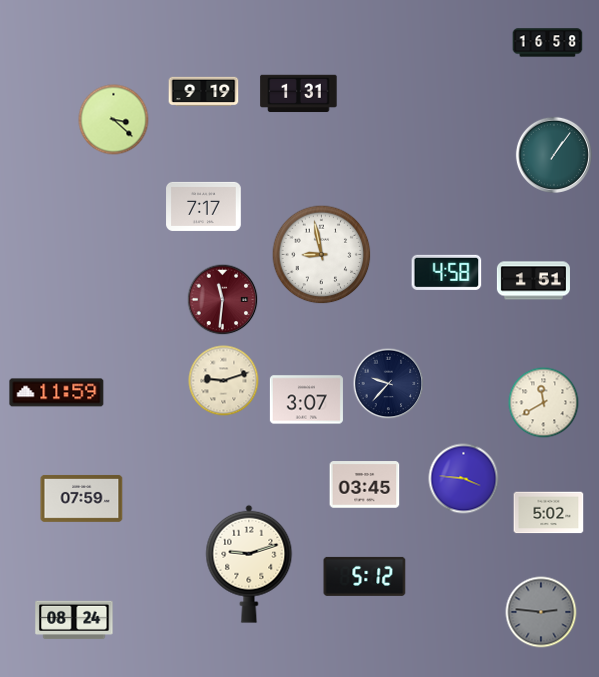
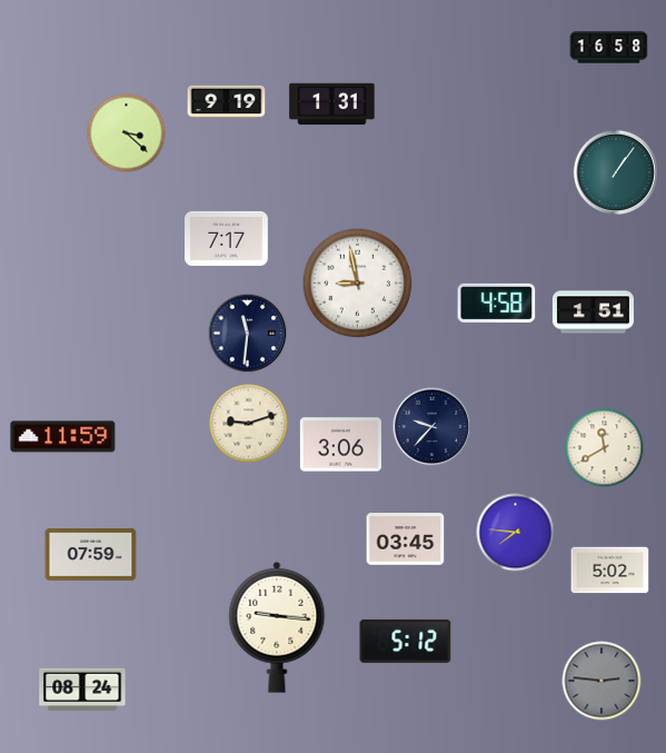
clock at (204, 206) position: (204, 206) -> (227, 238)
clock at (223, 300) dial: burgundy -> navy
clock at (306, 400): 3:07 -> 3:06
clock at (464, 479): 3:46 -> 7:46
clock at (249, 564): 9:12 -> 9:16
